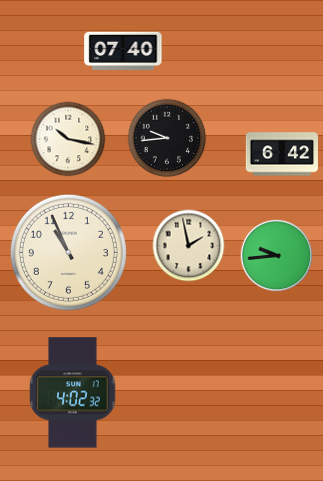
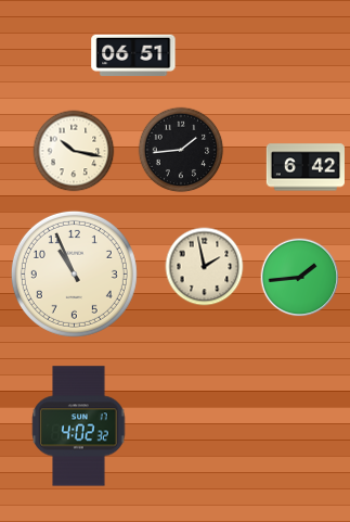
clock at (123, 51): 07:40 -> 06:51
clock at (167, 138): 9:44 -> 1:44
clock at (277, 256): 9:44 -> 1:44
